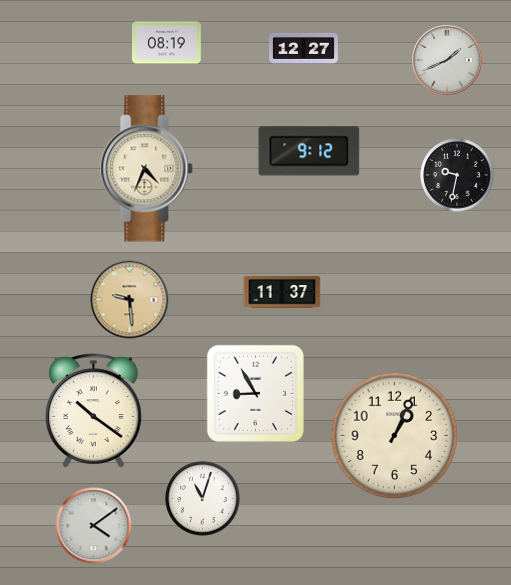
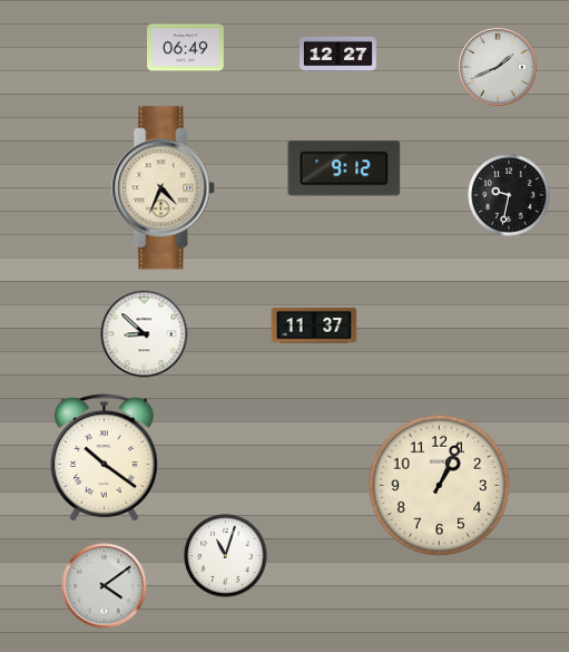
clock at (167, 43): 08:19 -> 06:49
clock at (130, 300): 9:29 -> 8:52
clock at (130, 300) dial: champagne -> white
clock at (255, 393): 8:55 -> none
